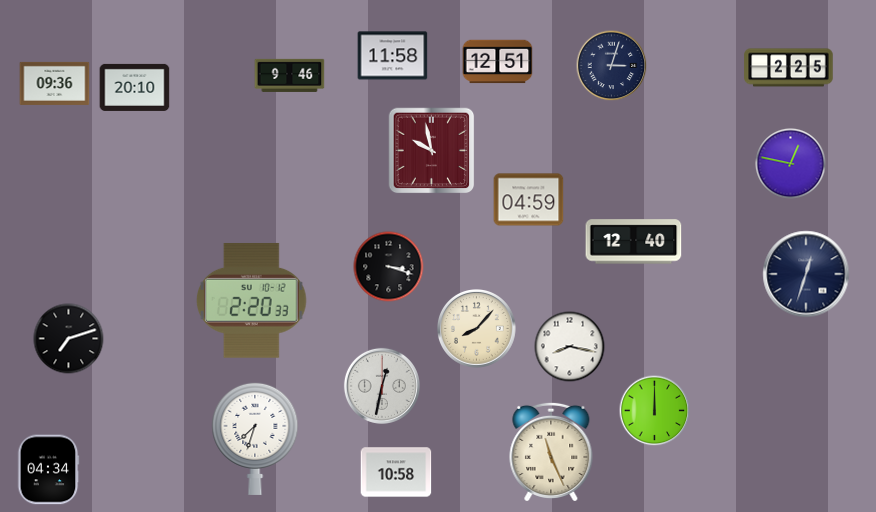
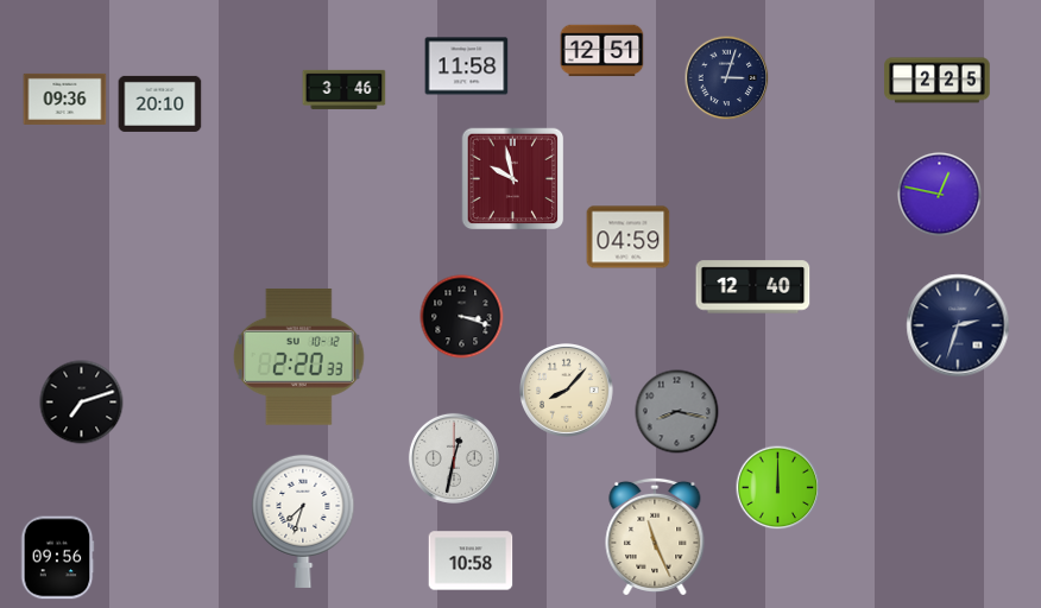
clock at (498, 62) position: (498, 62) -> (602, 51)
clock at (290, 75): 9:46 -> 3:46
clock at (806, 274): 12:33 -> 2:33
clock at (570, 347) dial: white -> grey
clock at (48, 470): 04:34 -> 09:56
